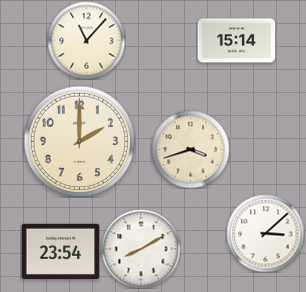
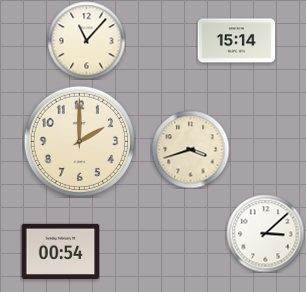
clock at (141, 249): 8:10 -> none
clock at (60, 251): 23:54 -> 00:54
